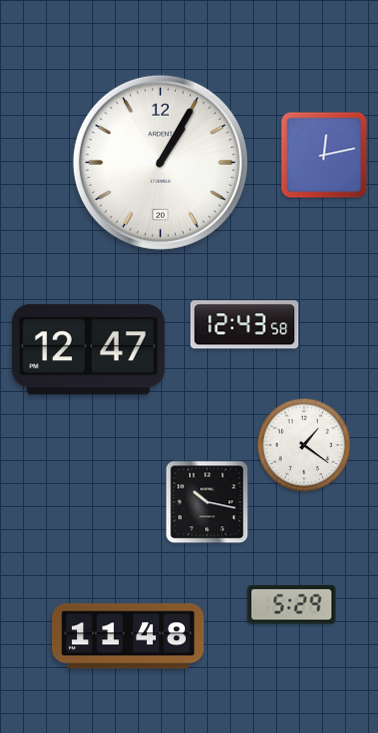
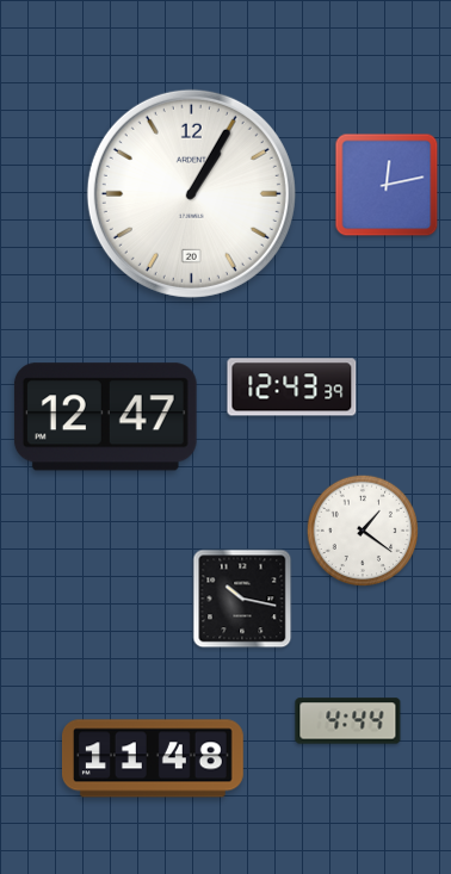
clock at (245, 325): 12:43:58 -> 12:43:39
clock at (207, 502) position: (207, 502) -> (242, 599)
clock at (292, 605): 5:29 -> 4:44
